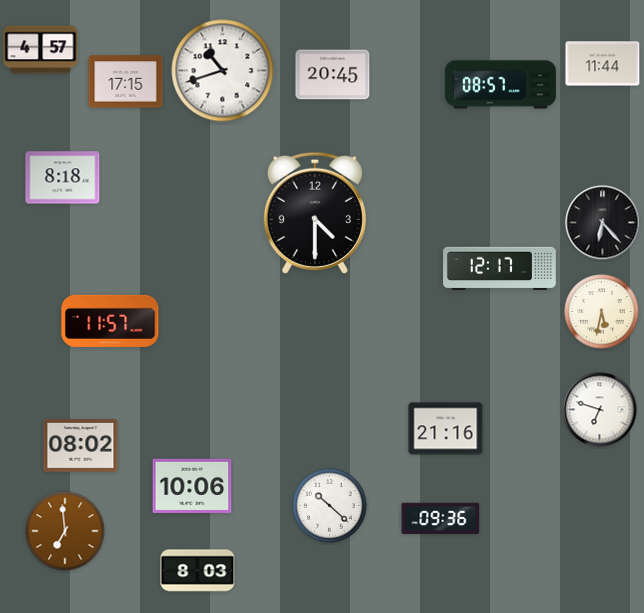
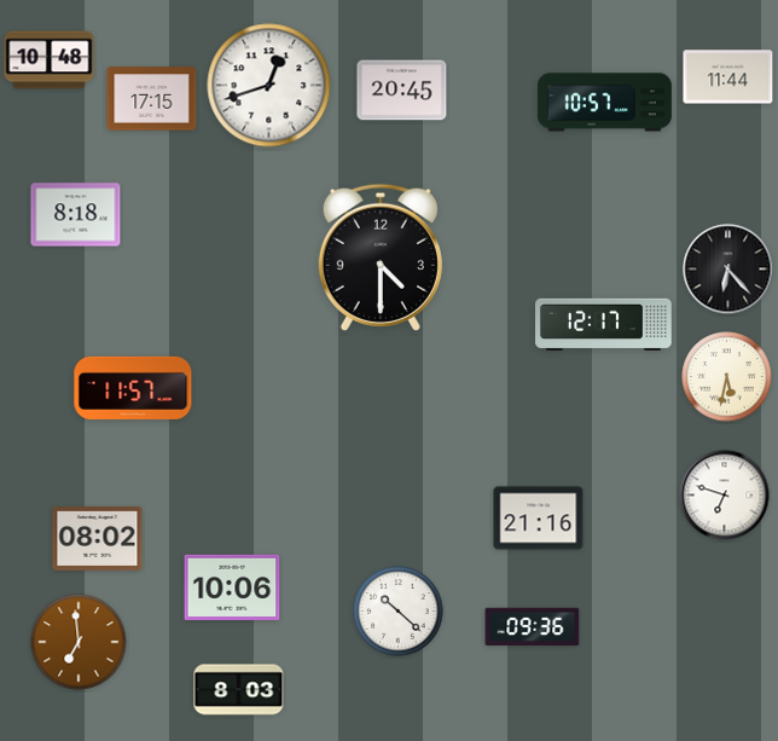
clock at (41, 50): 4:57 -> 10:48
clock at (223, 71): 10:42 -> 12:42
clock at (500, 85): 08:57 -> 10:57
